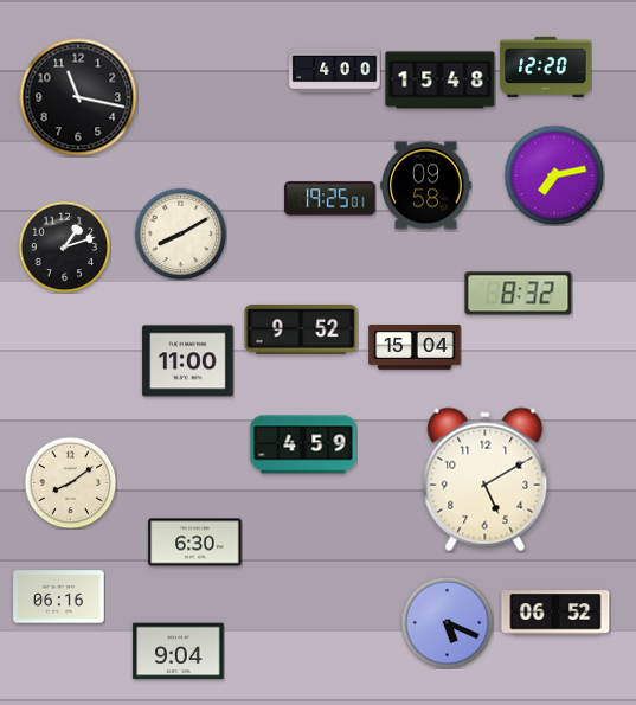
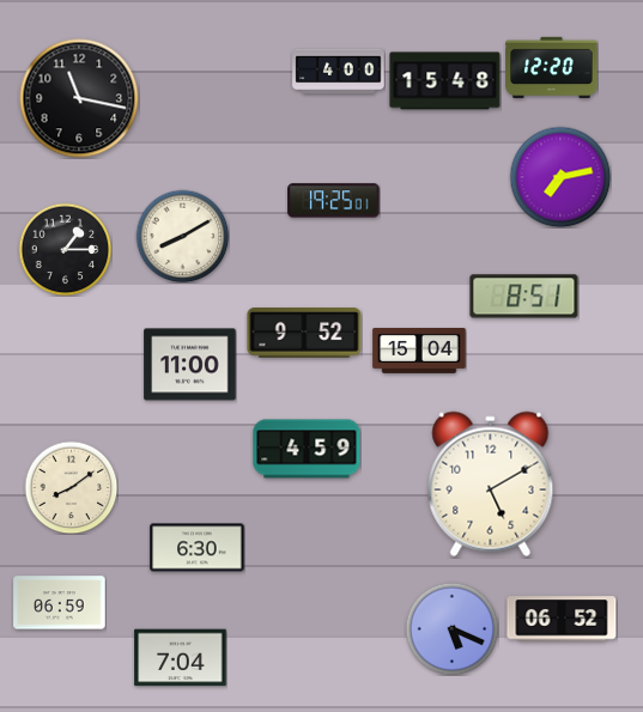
clock at (426, 186): 09:58 -> none
clock at (64, 246): 1:12 -> 1:15
clock at (519, 294): 8:32 -> 8:51
clock at (59, 597): 06:16 -> 06:59
clock at (179, 652): 9:04 -> 7:04
